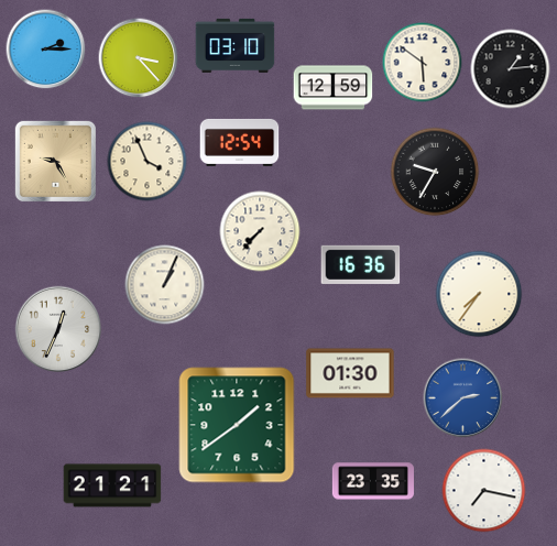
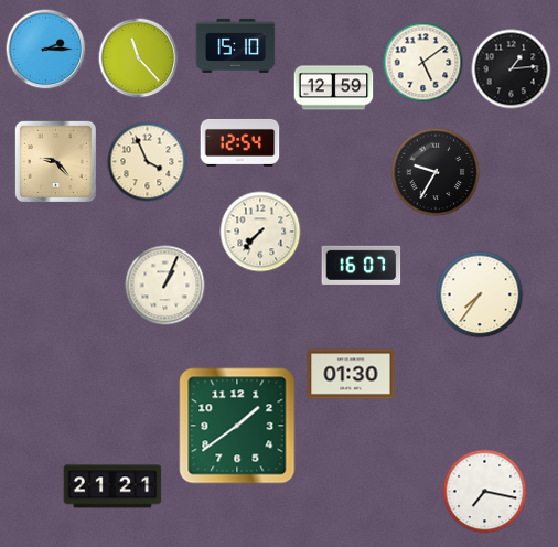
clock at (236, 45): 03:10 -> 15:10
clock at (139, 58): 3:23 -> 11:23
clock at (423, 63): 5:51 -> 5:09
clock at (55, 161): 9:25 -> 9:23
clock at (361, 264): 16:36 -> 16:07
clock at (58, 329): 12:34 -> none
clock at (463, 398): 2:38 -> none
clock at (373, 481): 23:35 -> none
